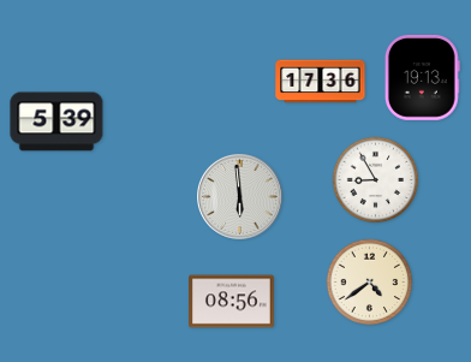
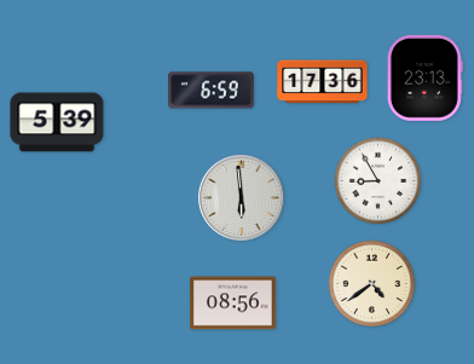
clock at (422, 78): 19:13 -> 23:13
clock at (212, 91): none -> 6:59
